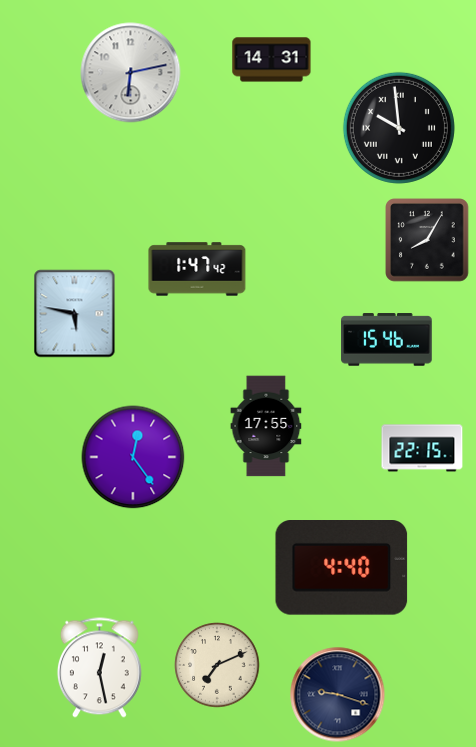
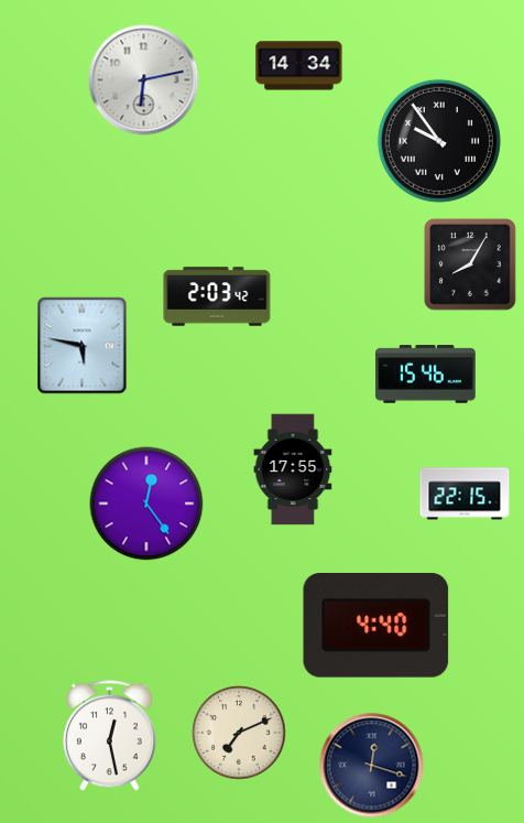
clock at (272, 60): 14:31 -> 14:34
clock at (399, 128): 9:59 -> 9:54
clock at (197, 269): 1:47 -> 2:03
clock at (338, 695): 9:18 -> 12:18
